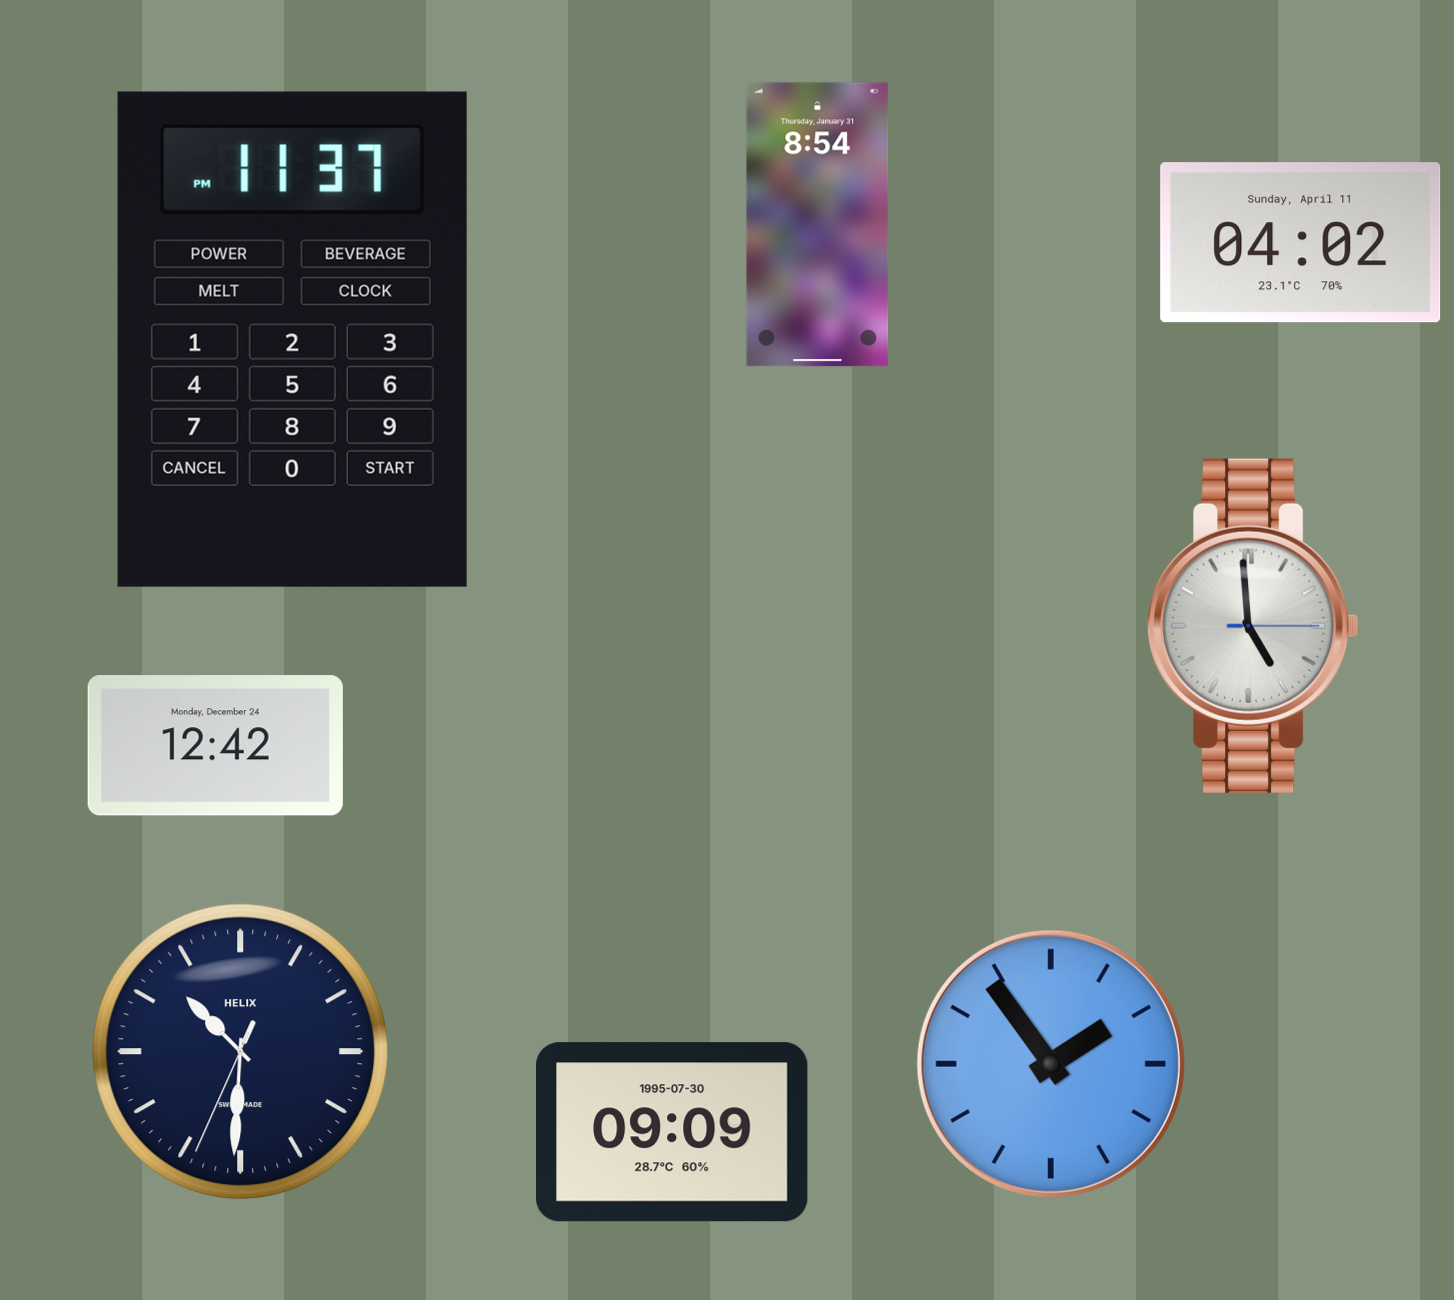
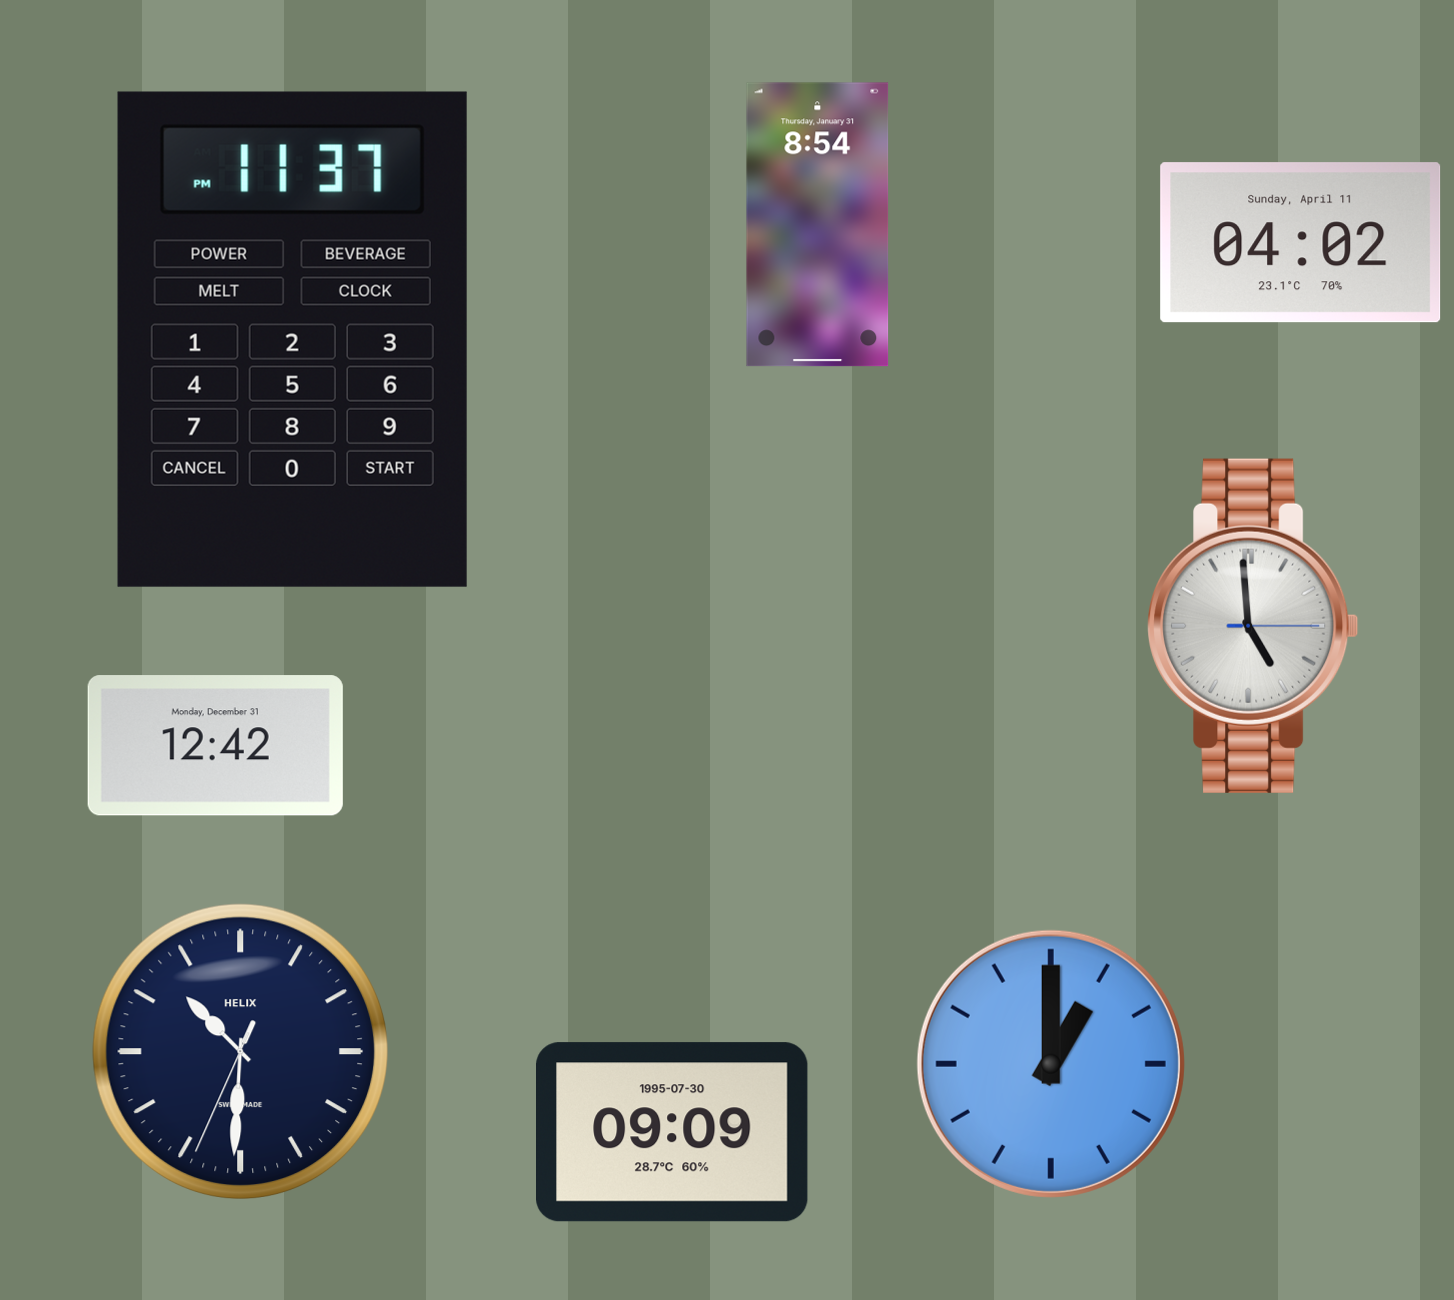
clock at (215, 746) date: Monday, December 24 -> Monday, December 31
clock at (1051, 1064): 1:54 -> 1:00
